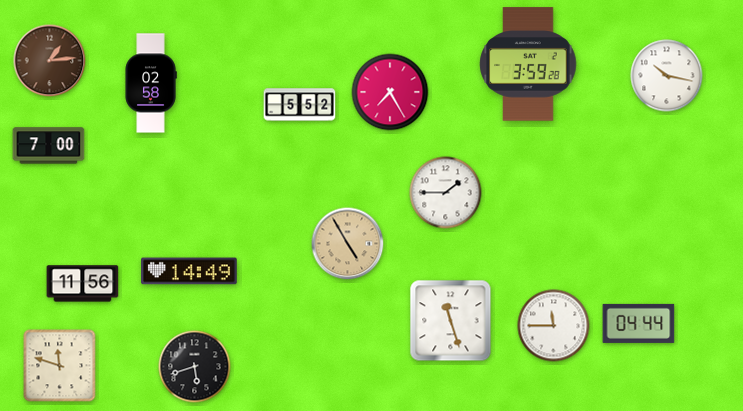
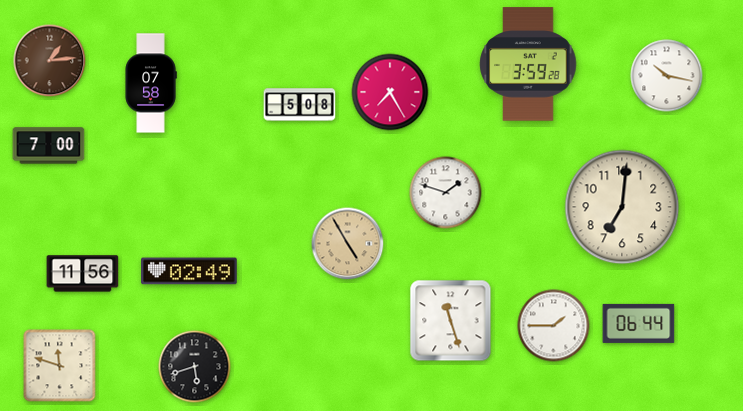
clock at (151, 83): 02:58 -> 07:58
clock at (300, 105): 5:52 -> 5:08
clock at (446, 193): 1:45 -> 1:48
clock at (622, 207): none -> 7:01
clock at (189, 271): 14:49 -> 02:49
clock at (83, 284) position: (83, 284) -> (83, 274)
clock at (639, 323): 04:44 -> 06:44
clock at (554, 326): 11:45 -> 1:45
